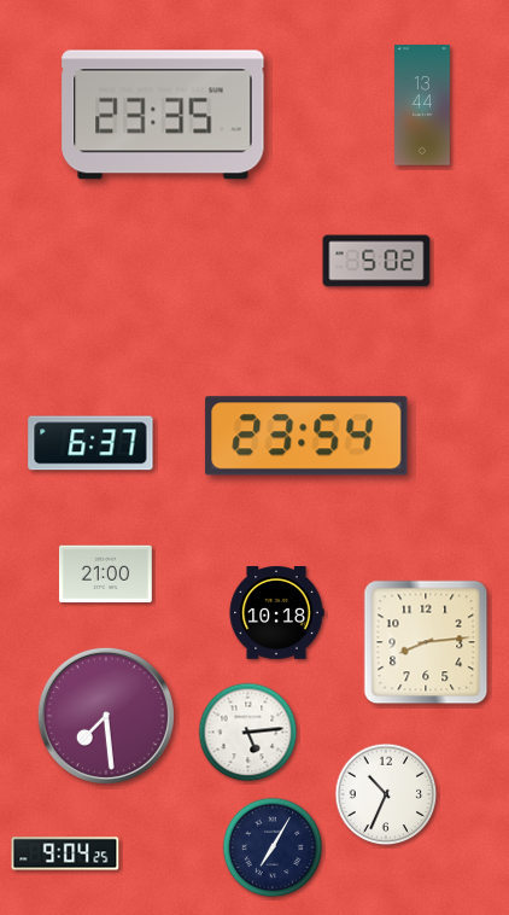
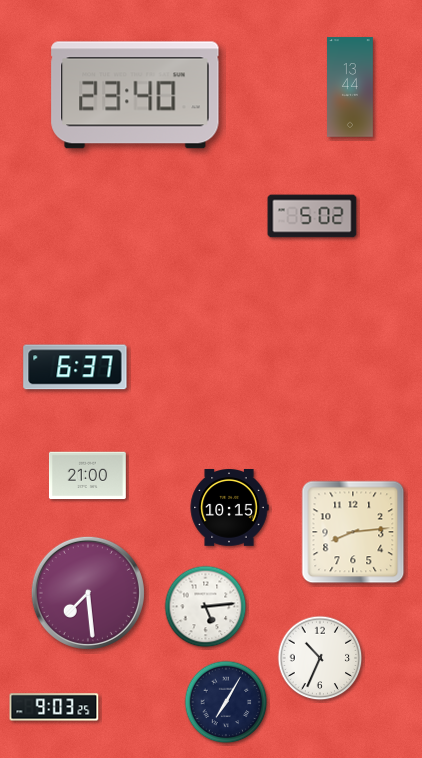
clock at (163, 115): 23:35 -> 23:40
clock at (306, 436): 23:54 -> none
clock at (276, 613): 10:18 -> 10:15
clock at (65, 853): 9:04 -> 9:03
